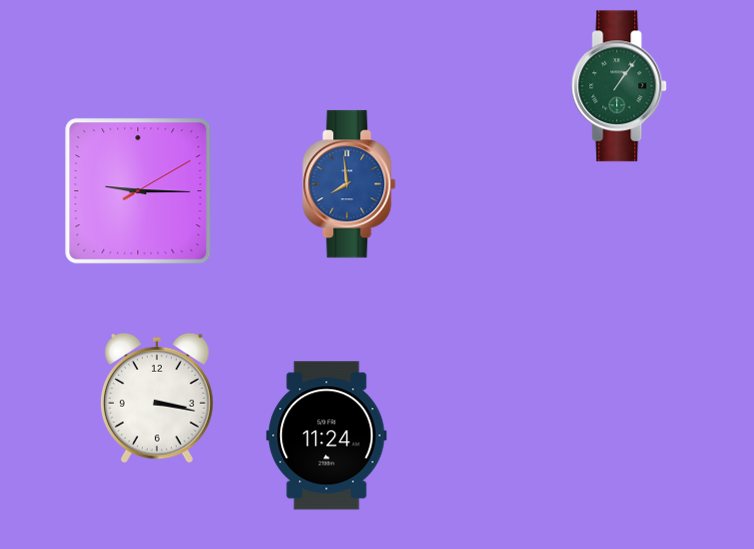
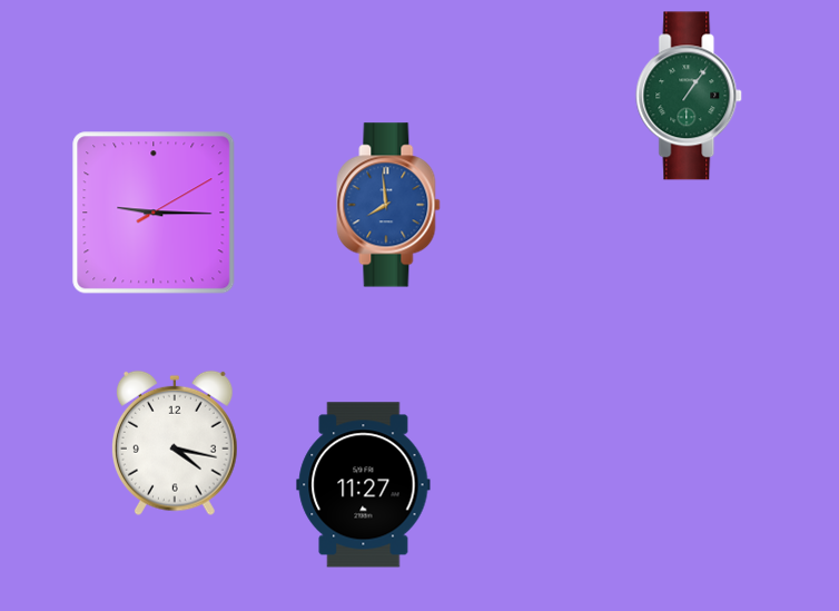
clock at (158, 398): 3:17 -> 4:17
clock at (327, 436): 11:24 -> 11:27
